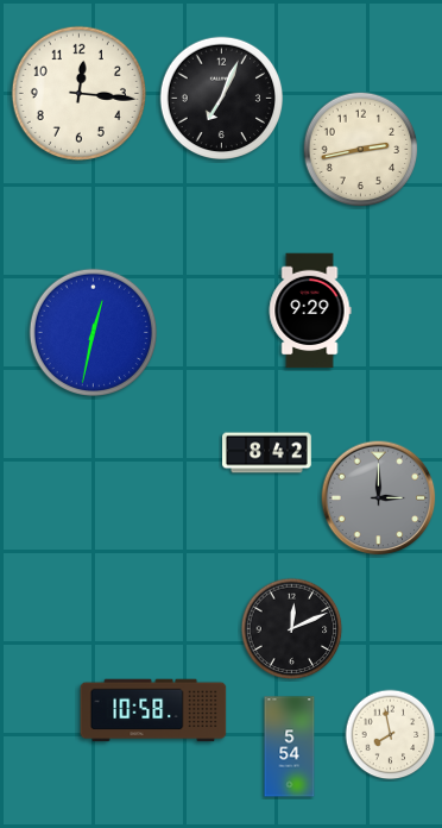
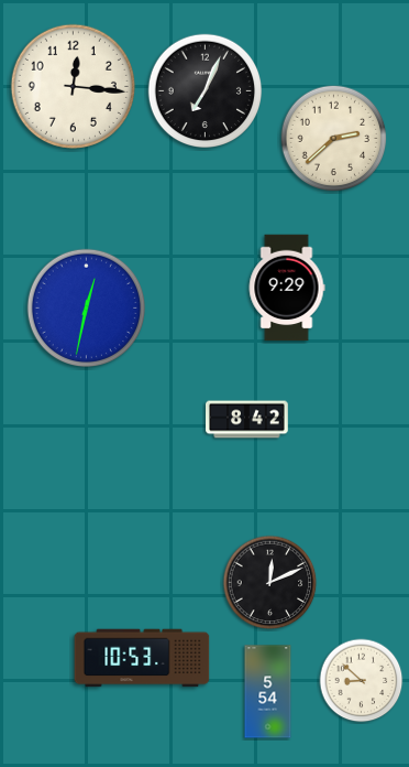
clock at (361, 150): 2:43 -> 2:38
clock at (379, 498): 3:00 -> none
clock at (153, 710): 10:58 -> 10:53
clock at (391, 735): 7:58 -> 8:52
